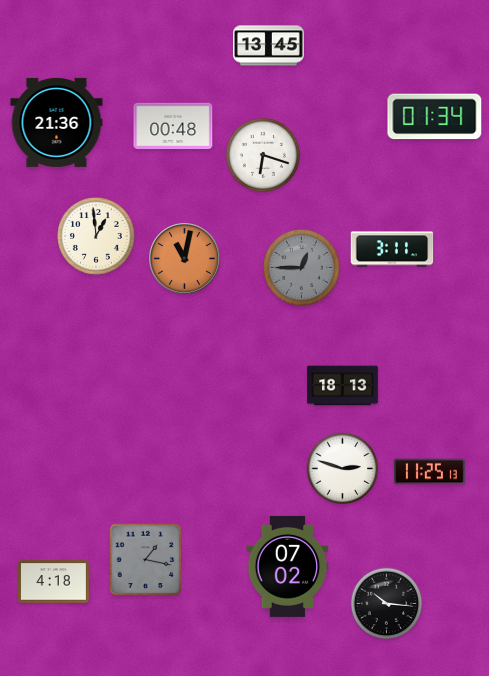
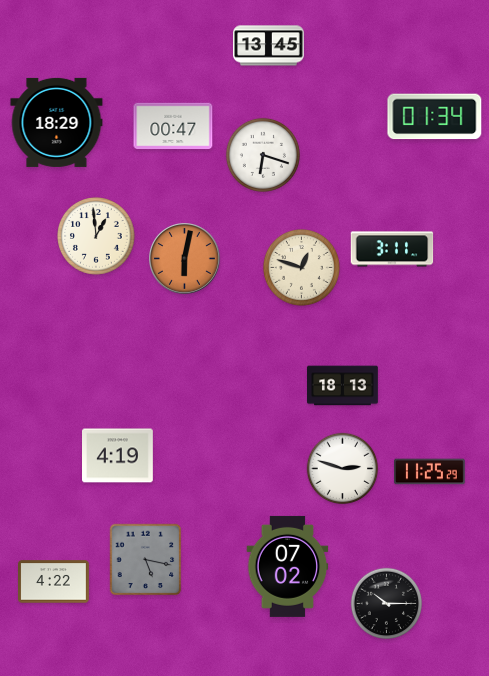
clock at (57, 122): 21:36 -> 18:29
clock at (173, 126): 00:48 -> 00:47
clock at (185, 259): 11:02 -> 6:02
clock at (301, 267): 12:45 -> 12:48
clock at (301, 267) dial: grey -> cream
clock at (118, 456): none -> 4:19
clock at (430, 472): 11:25:13 -> 11:25:29
clock at (146, 560): 1:17 -> 5:17
clock at (54, 582): 4:18 -> 4:22
clock at (387, 604): 10:16 -> 10:15
